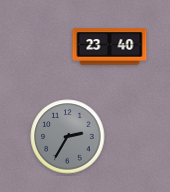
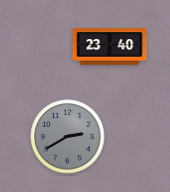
clock at (68, 137): 2:35 -> 2:40
